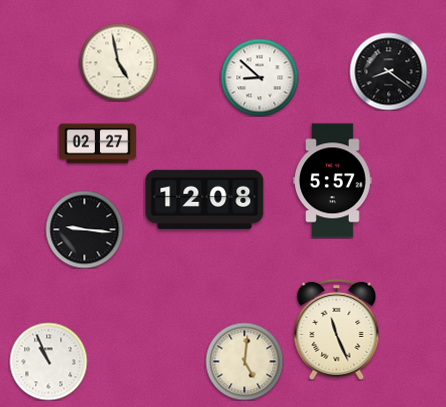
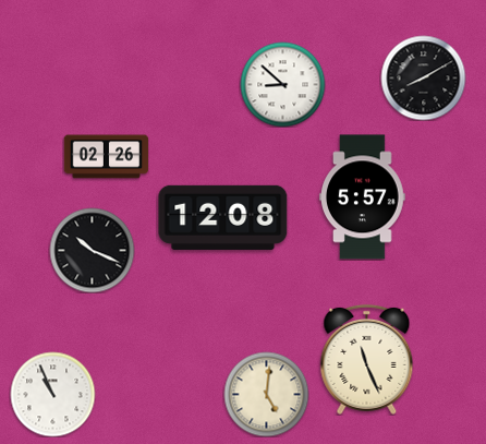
clock at (118, 62): 4:58 -> none
clock at (388, 71): 8:21 -> 8:10
clock at (97, 144): 02:27 -> 02:26
clock at (84, 229): 9:16 -> 10:19
